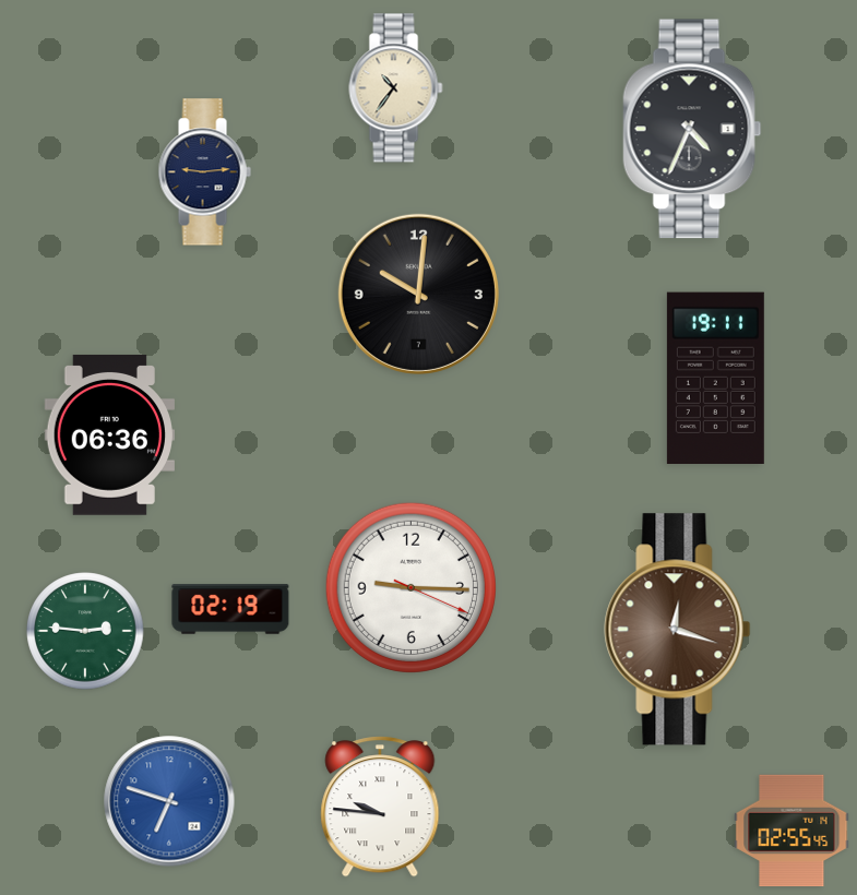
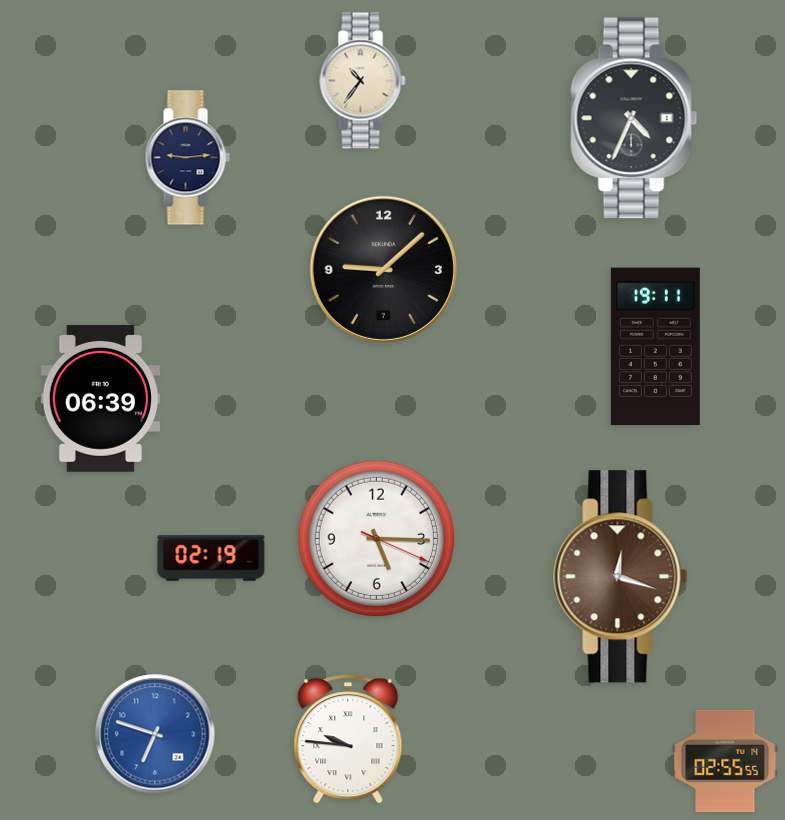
clock at (418, 294): 10:01 -> 9:08
clock at (109, 435): 06:36 -> 06:39
clock at (410, 587): 9:15 -> 5:15
clock at (85, 631): 2:46 -> none
clock at (791, 831): 02:55:45 -> 02:55:55
